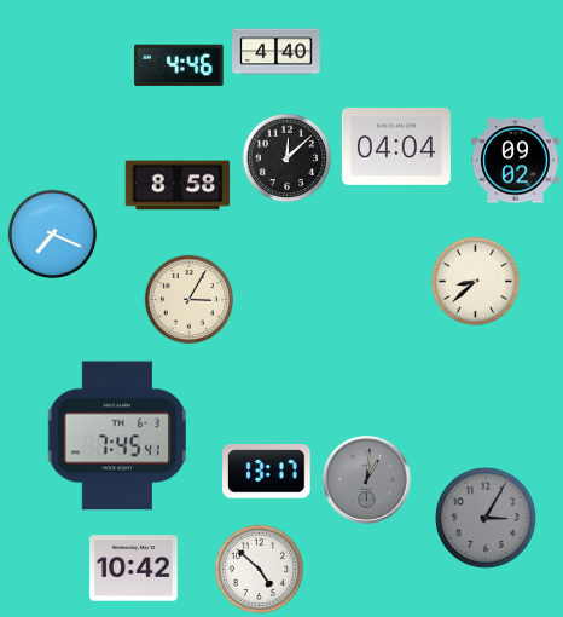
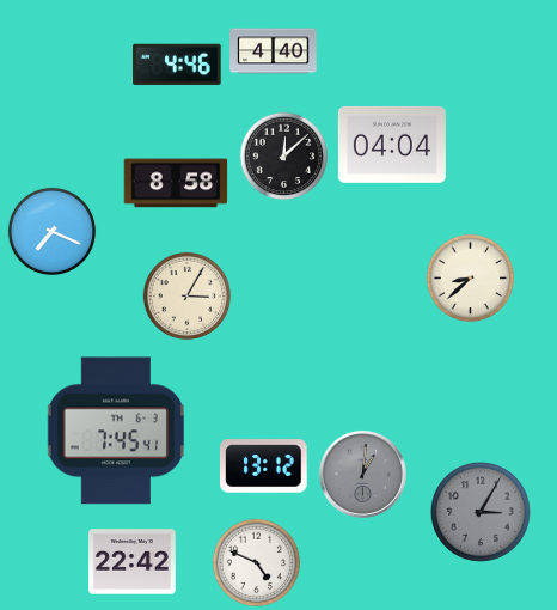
clock at (516, 161): 09:02 -> none
clock at (267, 472): 13:17 -> 13:12
clock at (134, 569): 10:42 -> 22:42
clock at (260, 570): 4:52 -> 4:49
